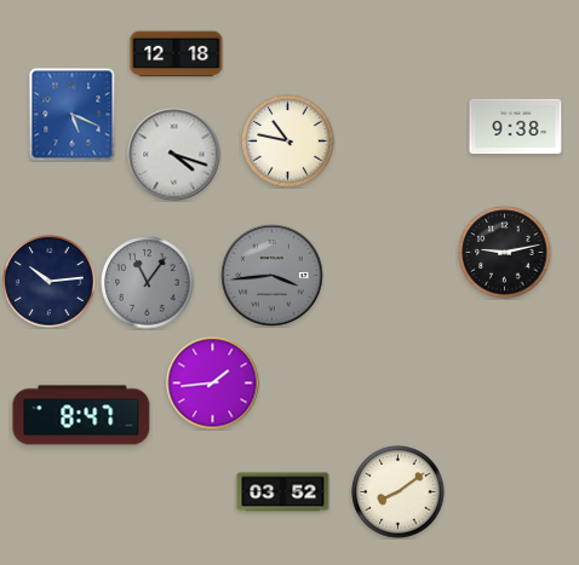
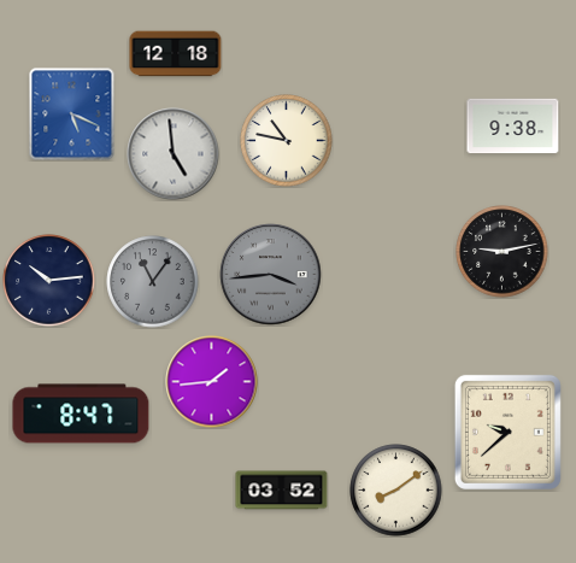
clock at (174, 155): 4:18 -> 4:59
clock at (148, 283) position: (148, 283) -> (153, 282)
clock at (507, 432): none -> 9:38
